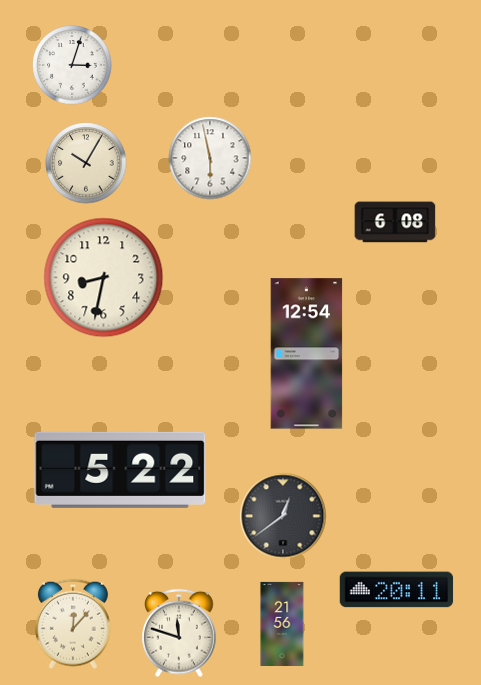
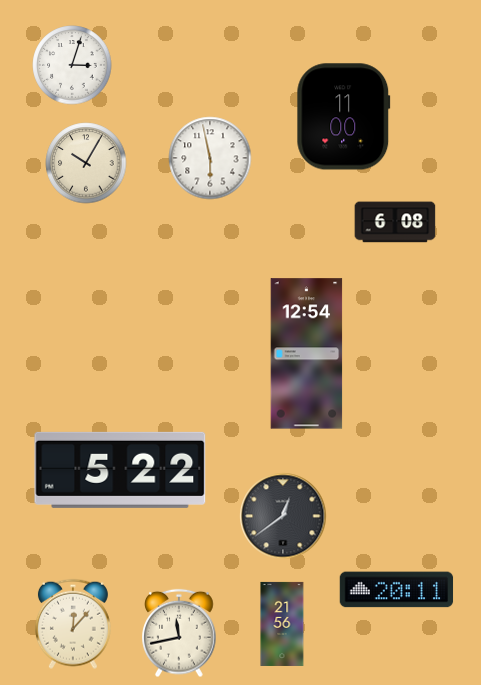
clock at (344, 117): none -> 11:00
clock at (104, 278): 8:32 -> none
clock at (179, 633): 11:48 -> 11:43
